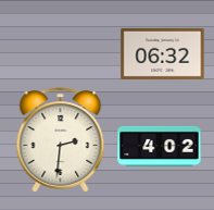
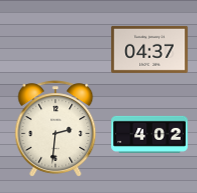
clock at (163, 53): 06:32 -> 04:37
clock at (160, 146) position: (160, 146) -> (150, 134)
